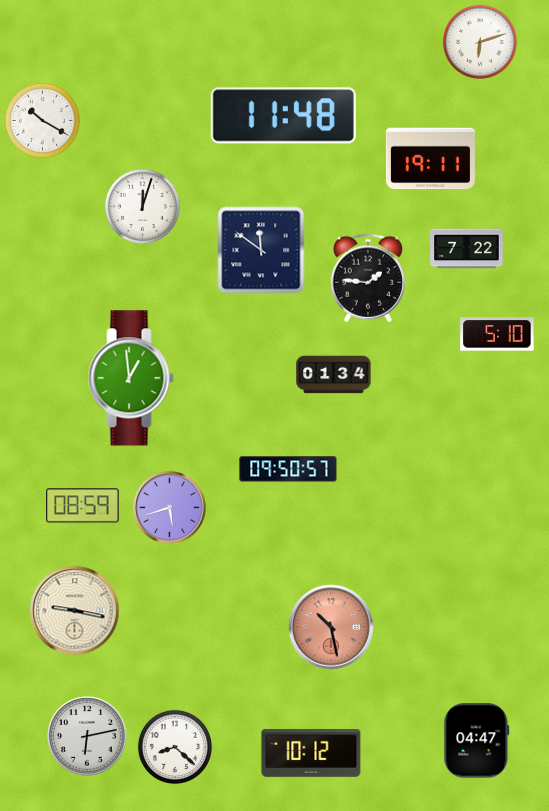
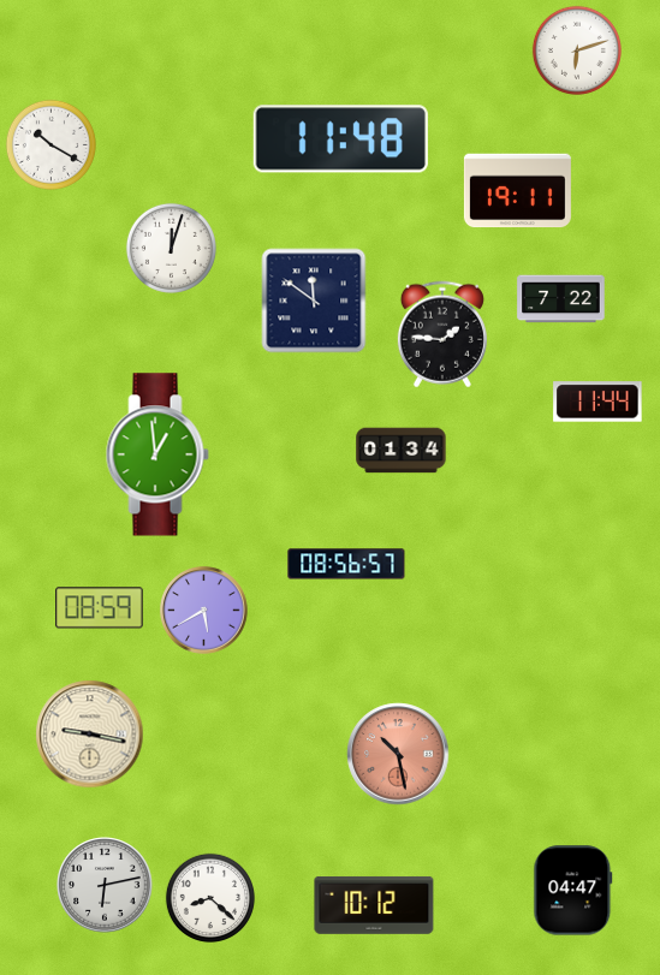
clock at (497, 334): 5:10 -> 11:44
clock at (288, 469): 09:50 -> 08:56
clock at (170, 508): 5:42 -> 5:40
